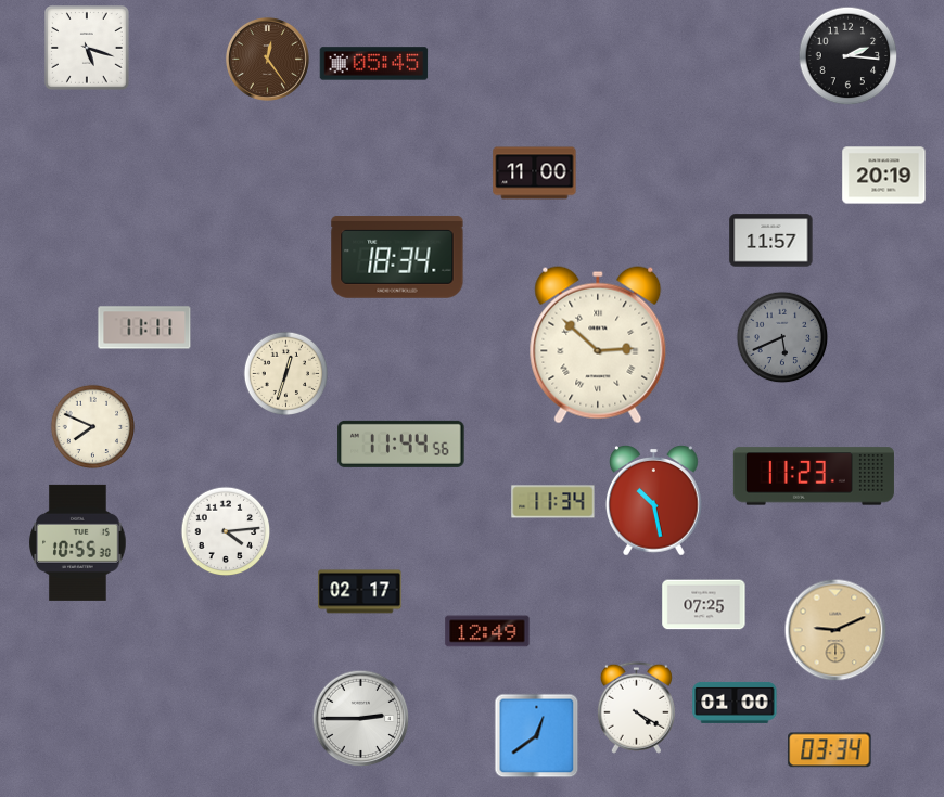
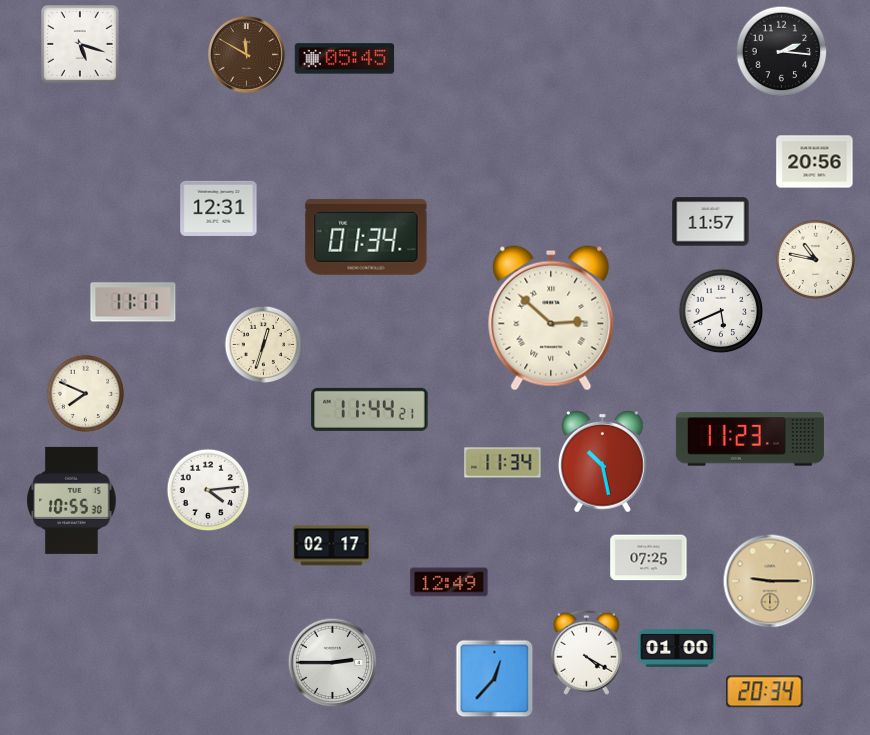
clock at (267, 59): 12:24 -> 11:50
clock at (535, 173): 11:00 -> none
clock at (884, 176): 20:19 -> 20:56
clock at (219, 208): none -> 12:31
clock at (397, 257): 18:34 -> 01:34
clock at (815, 259): none -> 10:47
clock at (782, 337) dial: grey -> white
clock at (401, 444): 11:44:56 -> 11:44:21
clock at (553, 502) position: (553, 502) -> (503, 463)
clock at (835, 630): 9:11 -> 9:15
clock at (536, 735): 12:39 -> 12:37
clock at (830, 750): 03:34 -> 20:34
